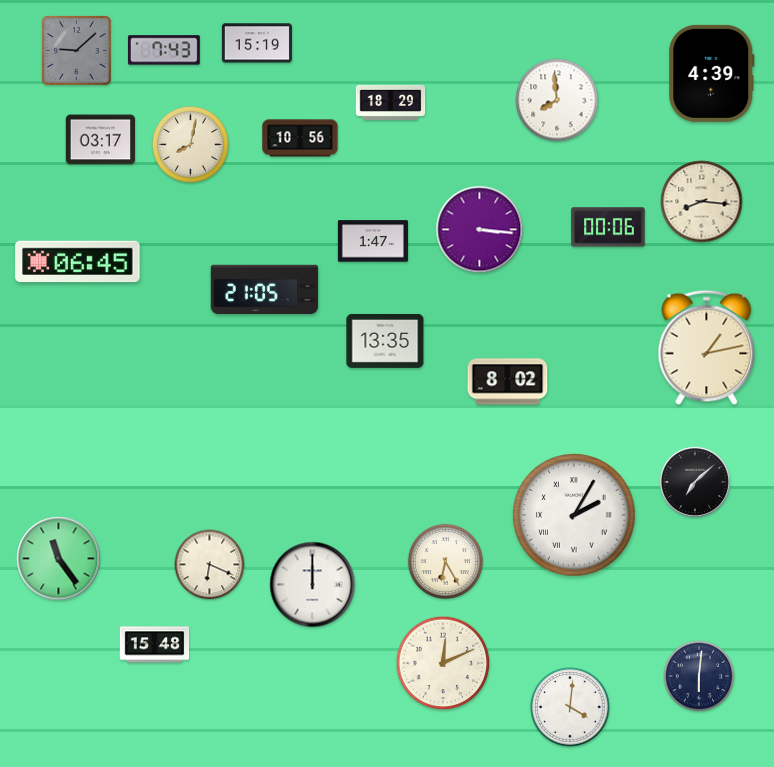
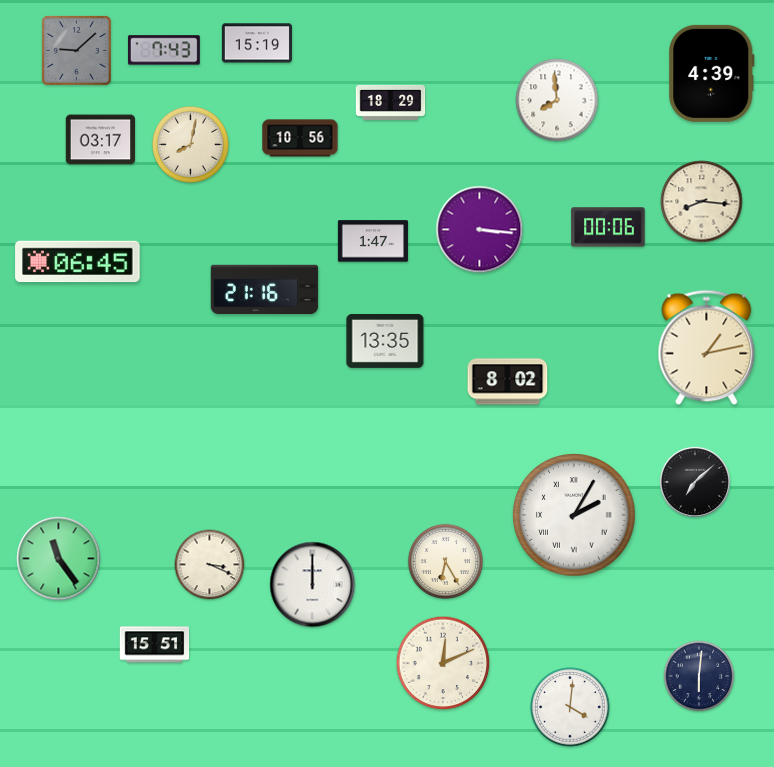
clock at (265, 290): 21:05 -> 21:16
clock at (210, 565): 6:19 -> 3:19
clock at (155, 645): 15:48 -> 15:51
